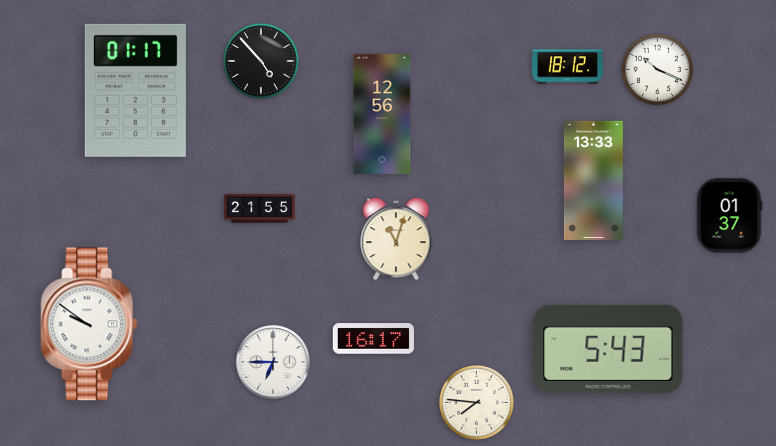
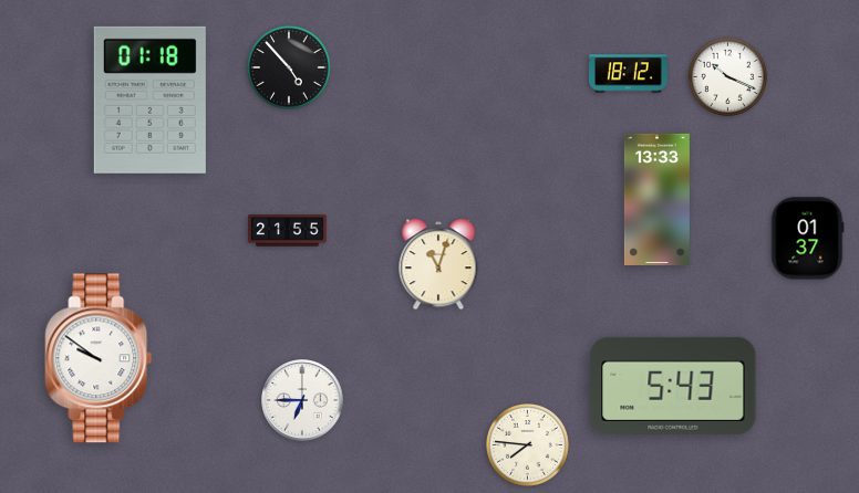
clock at (135, 90): 01:17 -> 01:18
clock at (382, 114): 12:56 -> none
clock at (373, 339): 16:17 -> none
